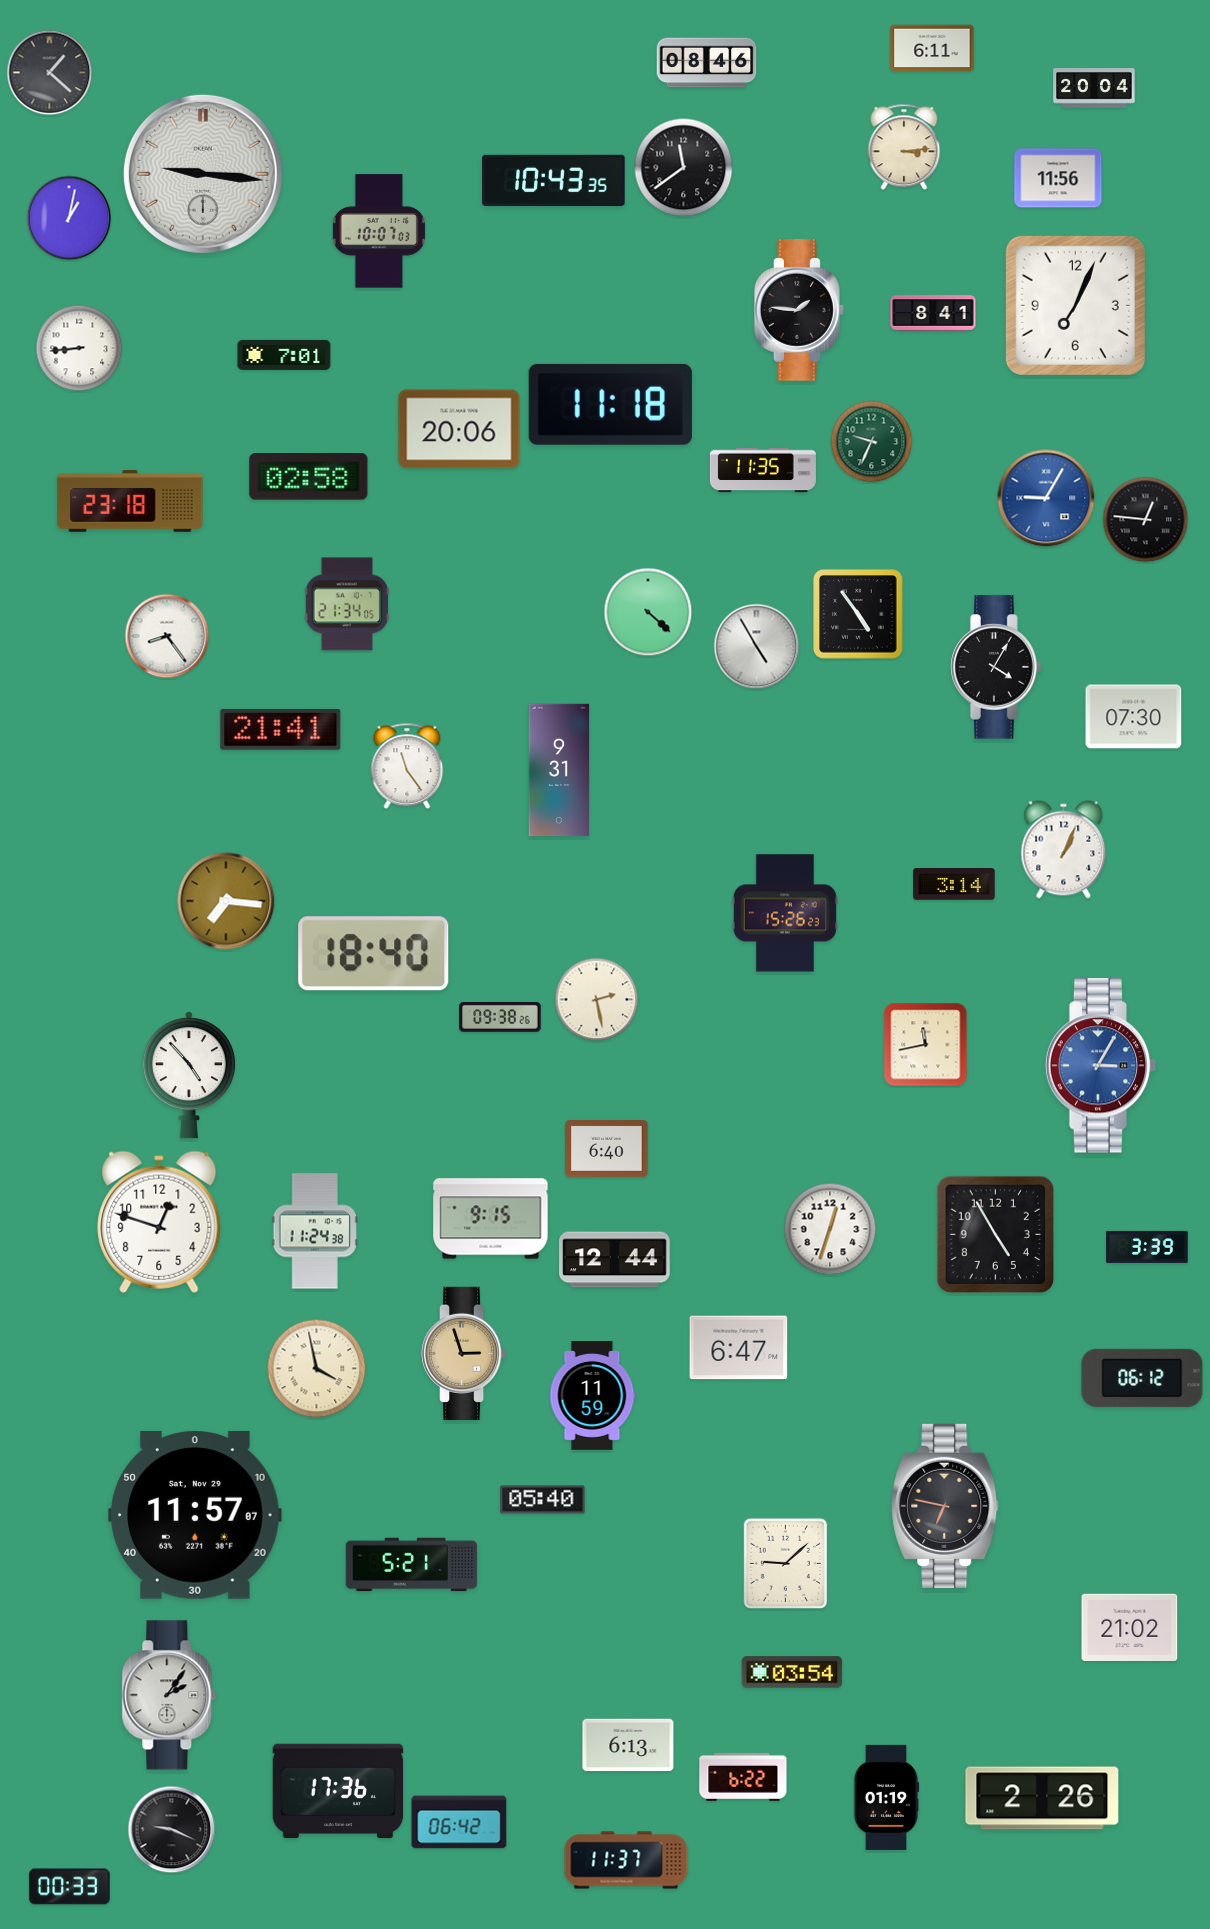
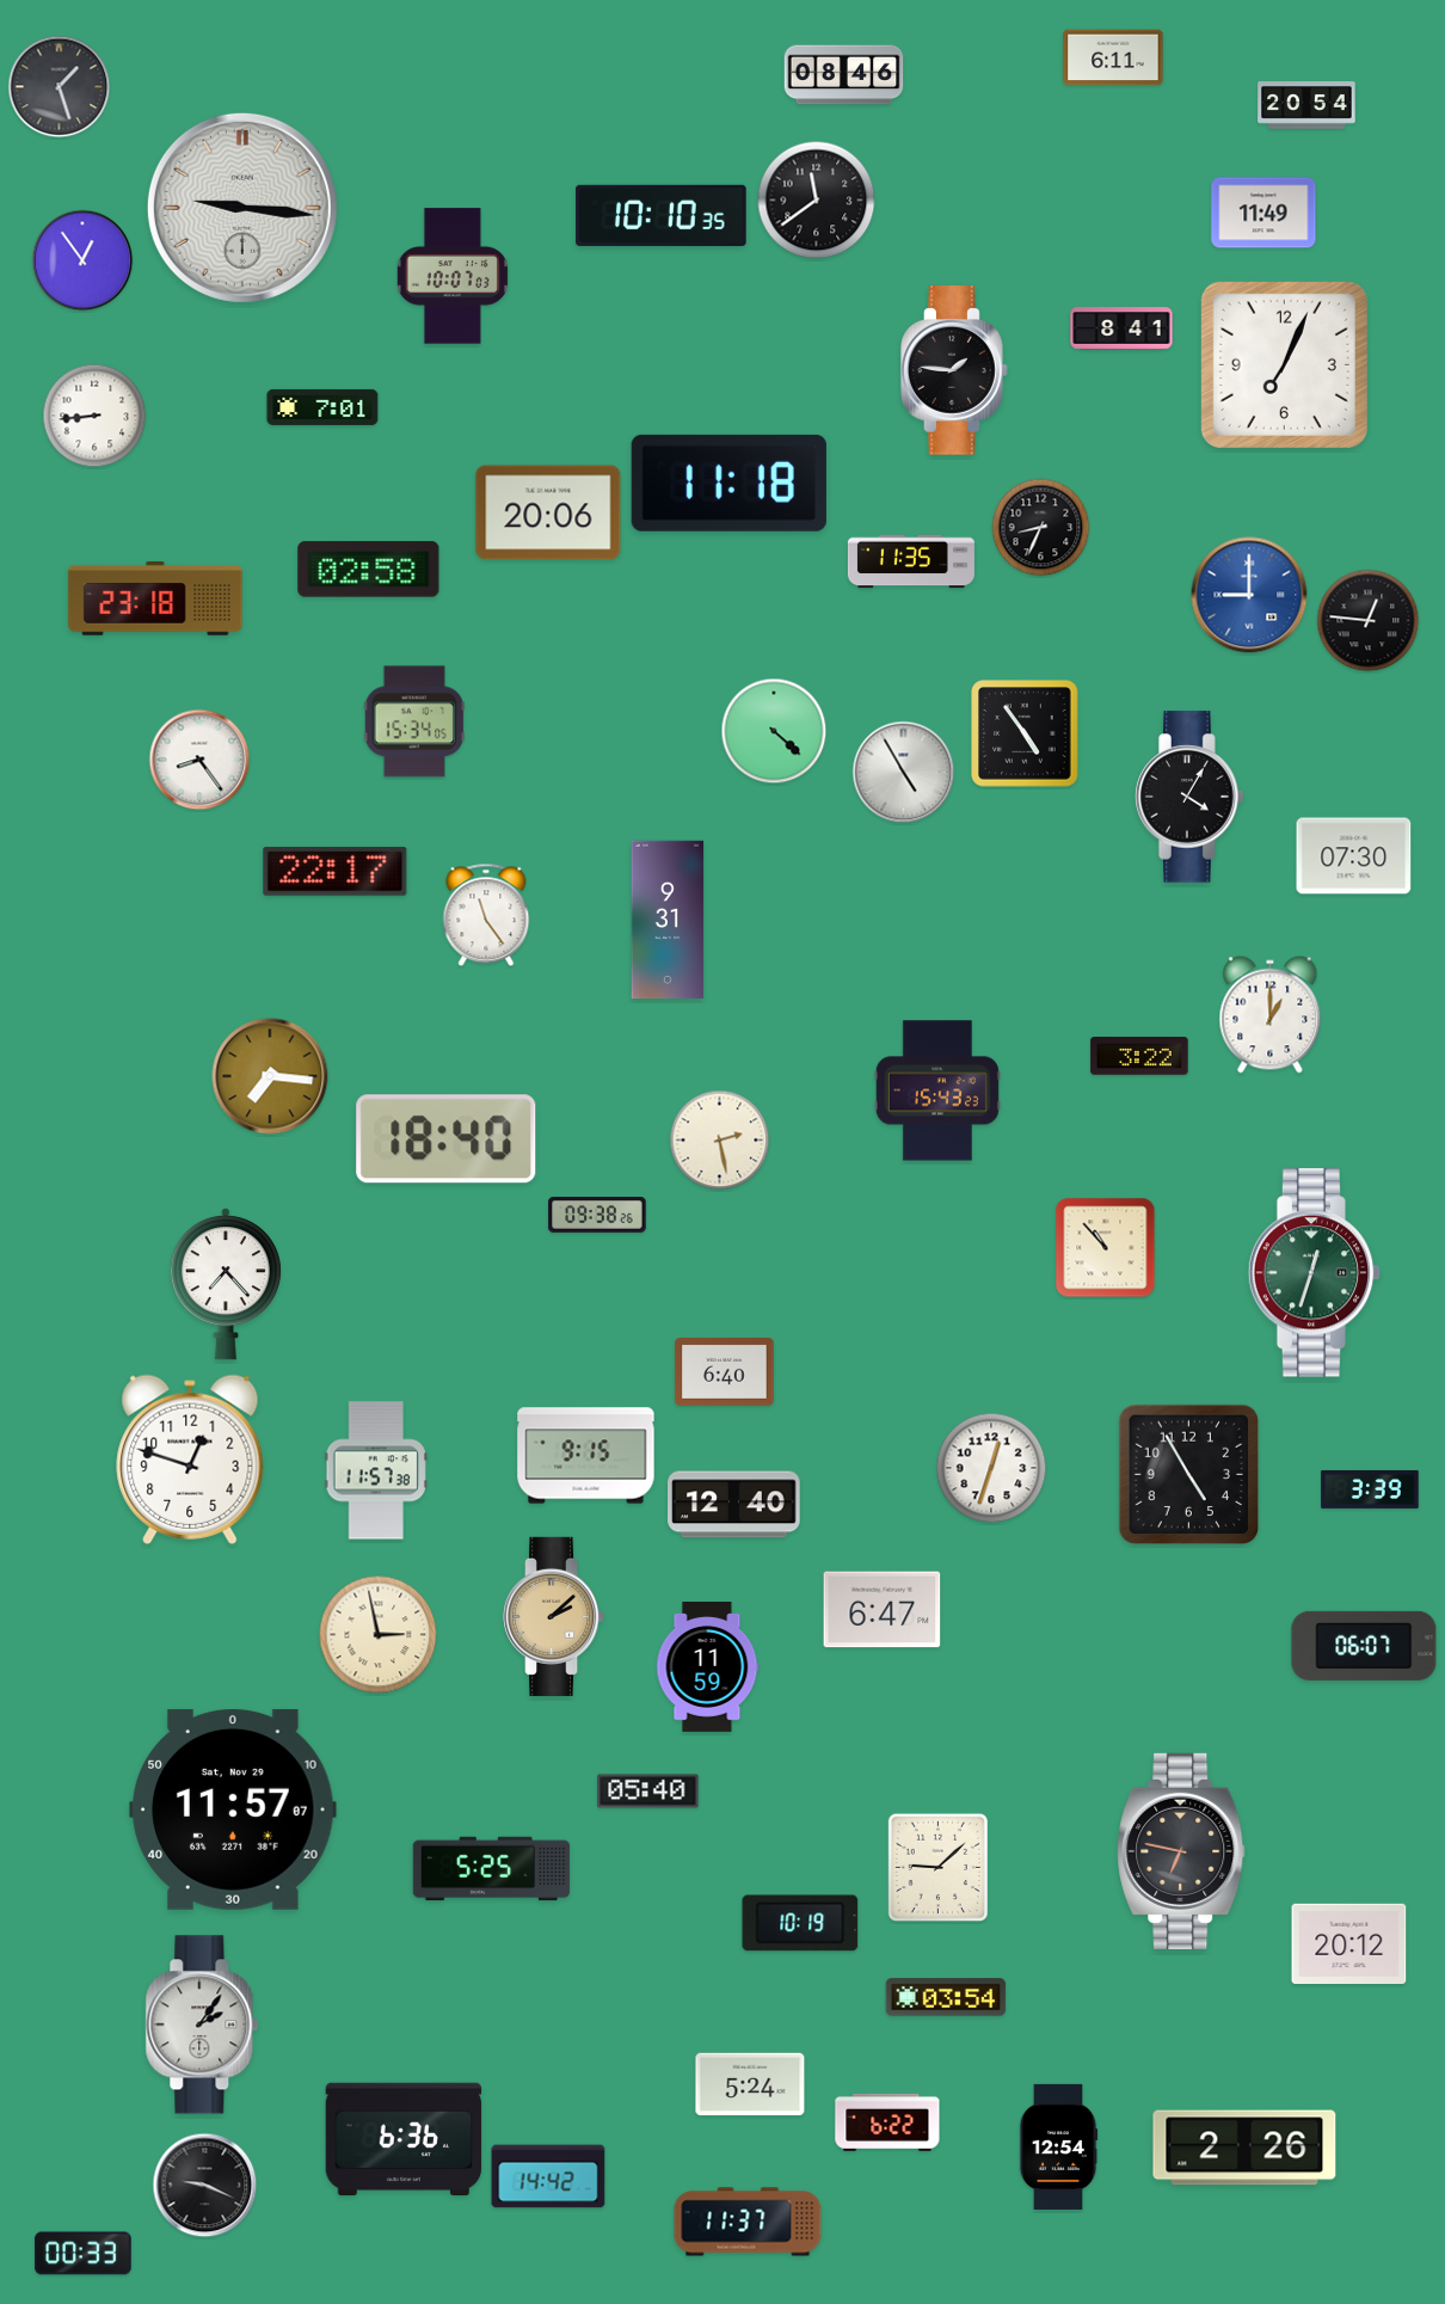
clock at (50, 73): 1:22 -> 1:27
clock at (1094, 88): 20:04 -> 20:54
clock at (904, 147): 3:14 -> none
clock at (1058, 178): 11:56 -> 11:49
clock at (554, 180): 10:43 -> 10:10
clock at (69, 218): 1:02 -> 12:54
clock at (933, 313) position: (933, 313) -> (1121, 328)
clock at (284, 355) position: (284, 355) -> (322, 407)
clock at (872, 442): 9:34 -> 8:34
clock at (872, 442) dial: green -> black
clock at (1046, 498): 9:05 -> 9:00
clock at (347, 604): 21:34 -> 15:34
clock at (281, 729): 21:41 -> 22:17
clock at (1064, 850): 1:04 -> 1:00
clock at (954, 884): 3:14 -> 3:22
clock at (785, 913): 15:26 -> 15:43
clock at (597, 1000) position: (597, 1000) -> (720, 1141)
clock at (926, 1045): 11:43 -> 10:53
clock at (1101, 1066): 3:05 -> 12:33
clock at (1101, 1066) dial: blue -> green
clock at (189, 1075): 4:53 -> 7:23
clock at (315, 1231): 11:24 -> 11:57
clock at (615, 1260): 12:44 -> 12:40
clock at (465, 1353): 2:57 -> 2:08
clock at (317, 1369): 3:58 -> 2:58
clock at (1142, 1378): 06:12 -> 06:07
clock at (945, 1506) position: (945, 1506) -> (1181, 1851)
clock at (412, 1565): 5:21 -> 5:25
clock at (800, 1923): none -> 10:19
clock at (1130, 1628): 21:02 -> 20:12
clock at (628, 1745): 6:13 -> 5:24
clock at (338, 1791): 17:36 -> 6:36
clock at (886, 1797): 01:19 -> 12:54
clock at (459, 1822): 06:42 -> 14:42
